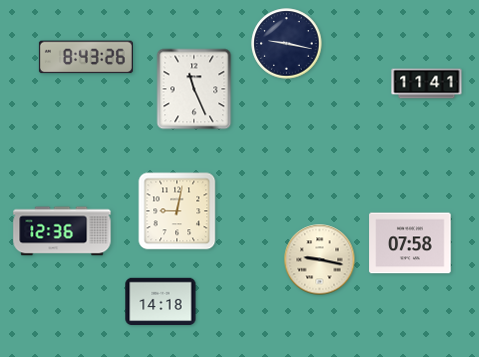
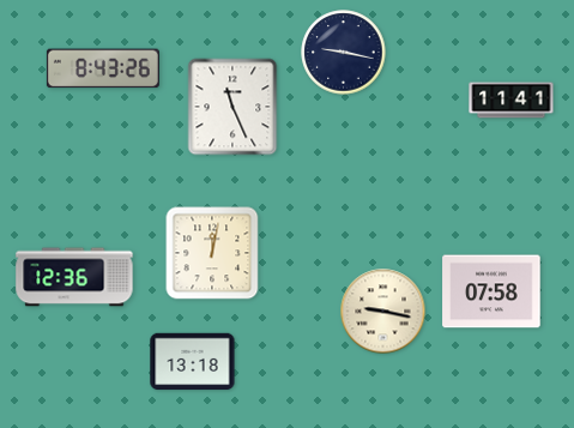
clock at (177, 211): 9:02 -> 12:02
clock at (161, 302): 14:18 -> 13:18
